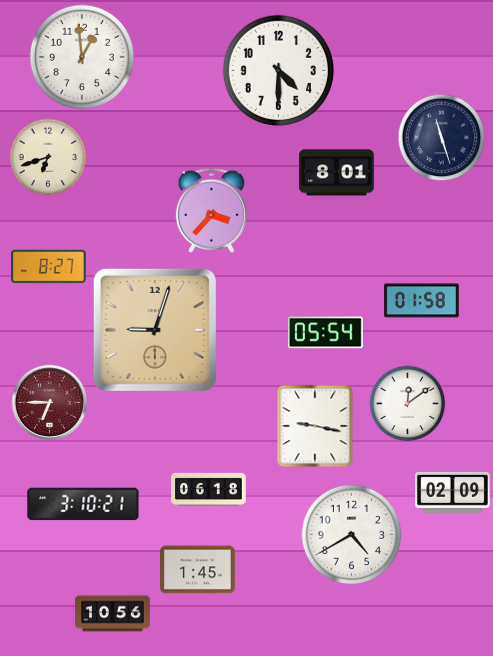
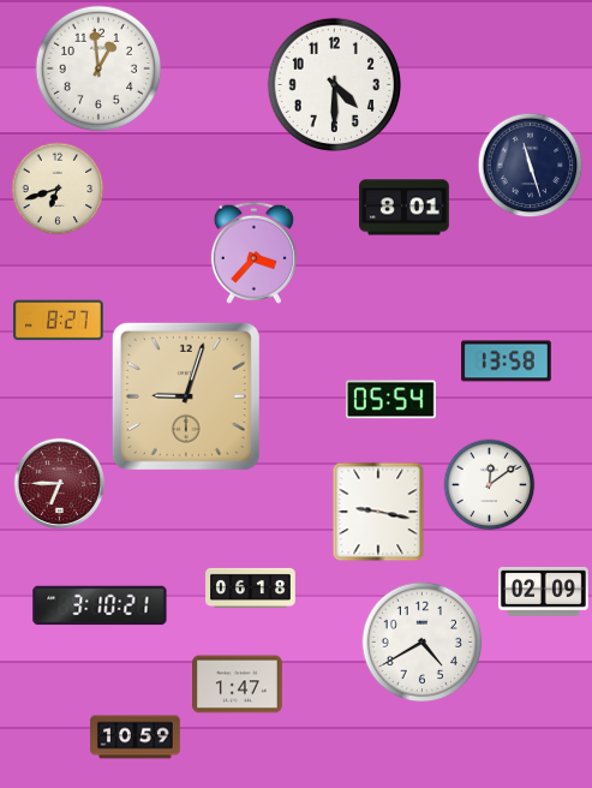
clock at (422, 301): 01:58 -> 13:58
clock at (198, 570): 1:45 -> 1:47
clock at (113, 614): 10:56 -> 10:59
